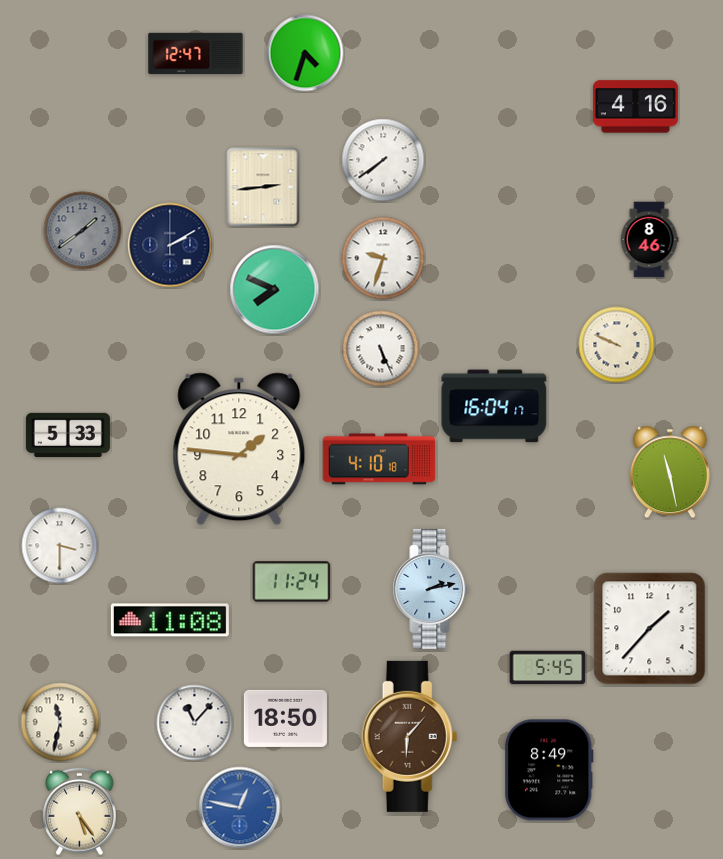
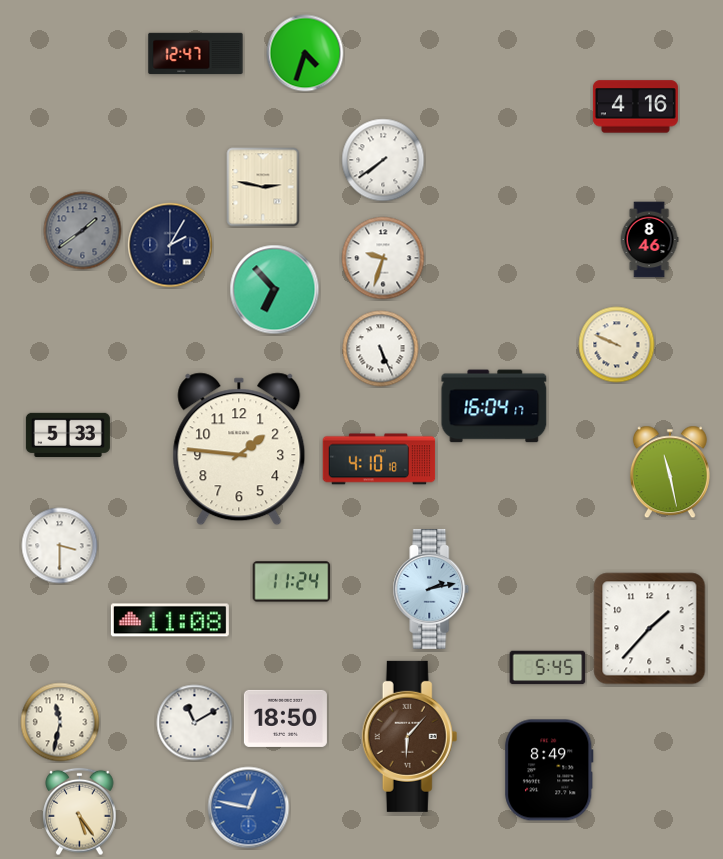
clock at (263, 187): 2:44 -> 2:47
clock at (170, 245): 2:10 -> 2:05
clock at (275, 290): 7:49 -> 6:53
clock at (195, 723): 11:07 -> 11:10
clock at (240, 808) position: (240, 808) -> (249, 808)
